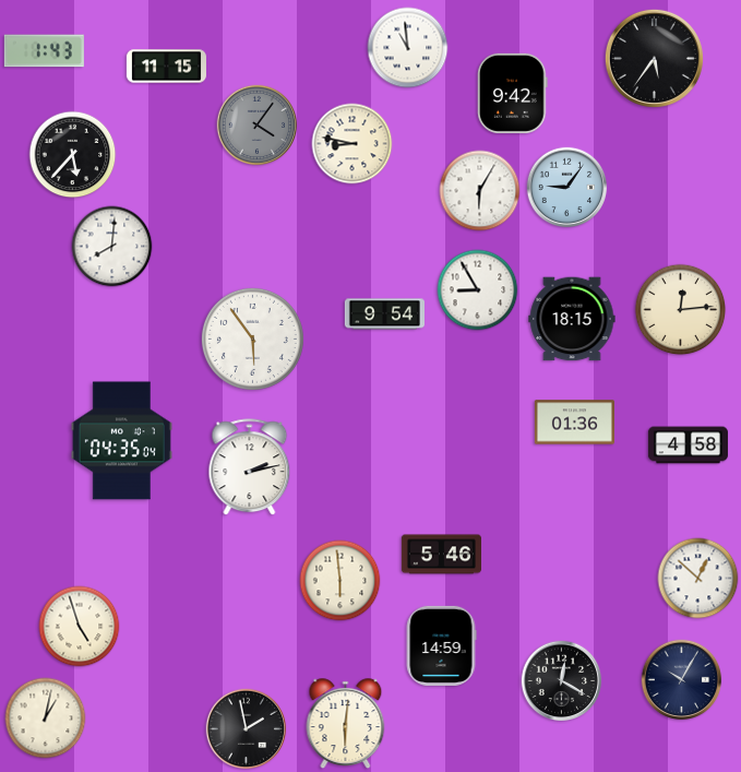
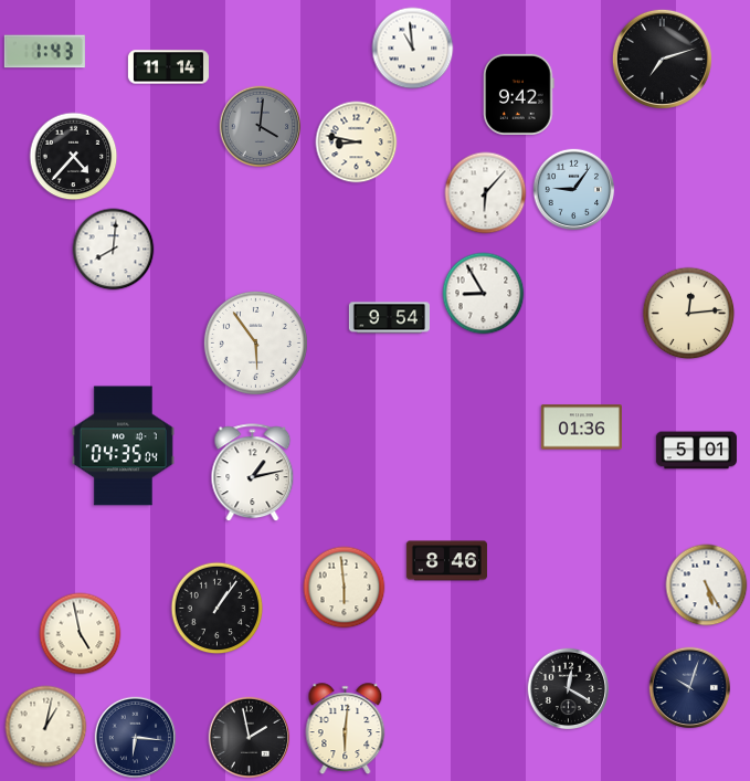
clock at (654, 58): 5:36 -> 7:12
clock at (166, 67): 11:15 -> 11:14
clock at (258, 126): 4:06 -> 4:01
clock at (352, 144) position: (352, 144) -> (357, 143)
clock at (73, 155): 5:37 -> 4:37
clock at (480, 191): 6:05 -> 6:07
clock at (572, 319): 18:15 -> none
clock at (688, 446): 4:58 -> 5:01
clock at (250, 467): 2:13 -> 1:13
clock at (441, 555): 5:46 -> 8:46
clock at (698, 579): 12:52 -> 5:25
clock at (218, 609): none -> 1:06
clock at (80, 627): 4:57 -> 4:58
clock at (441, 645): 14:59 -> none
clock at (682, 680): 10:05 -> 10:03
clock at (346, 723) position: (346, 723) -> (346, 728)
clock at (136, 738): none -> 6:16
